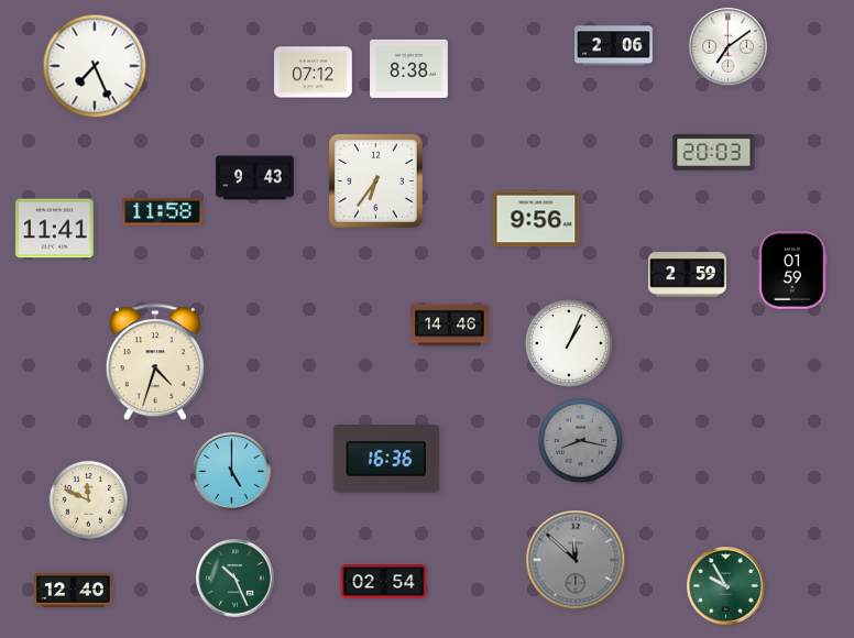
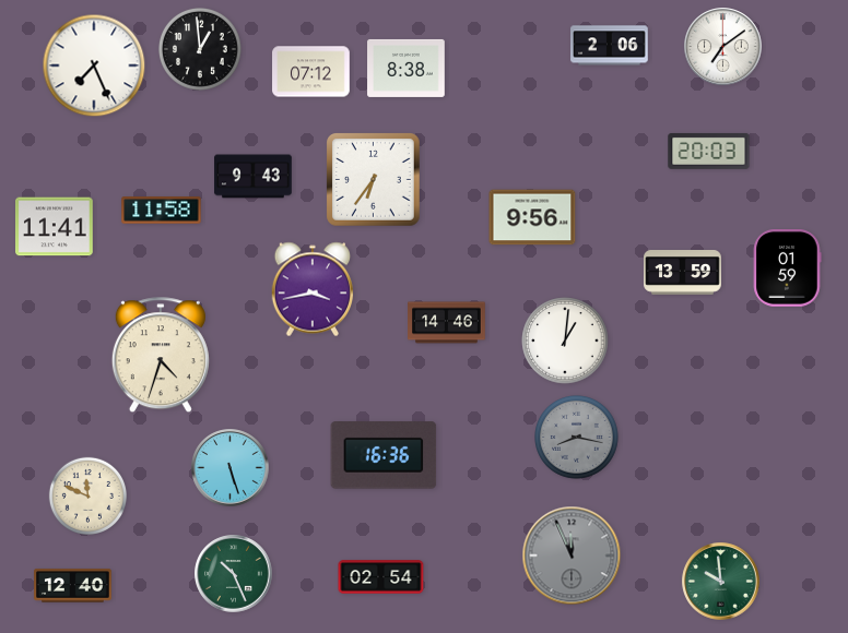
clock at (200, 49): none -> 12:59
clock at (688, 275): 2:59 -> 13:59
clock at (313, 289): none -> 3:43
clock at (569, 343): 1:04 -> 1:01
clock at (155, 363) position: (155, 363) -> (161, 356)
clock at (232, 472): 5:00 -> 5:27
clock at (576, 560): 11:52 -> 11:56
clock at (726, 586): 9:55 -> 9:59
